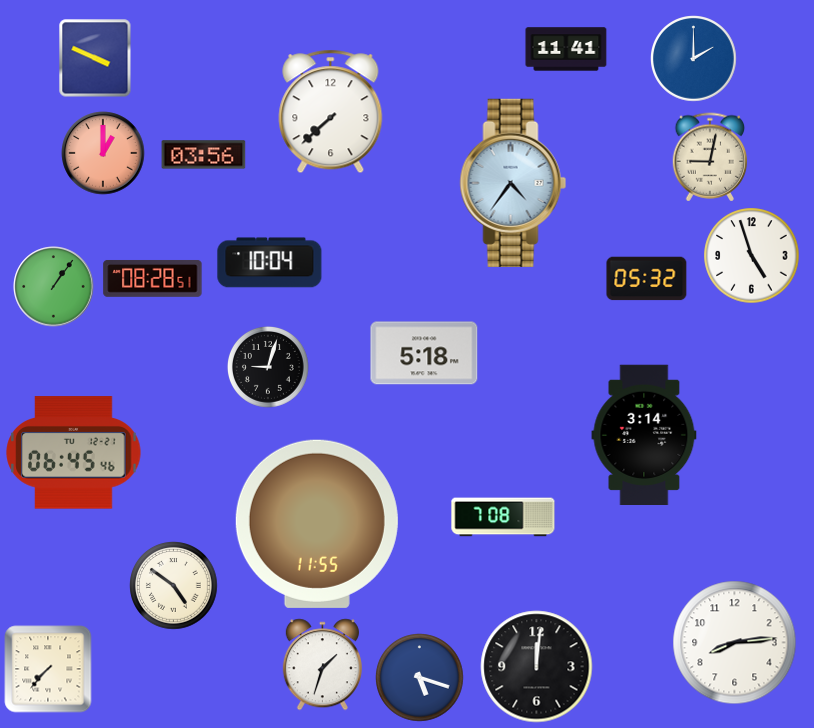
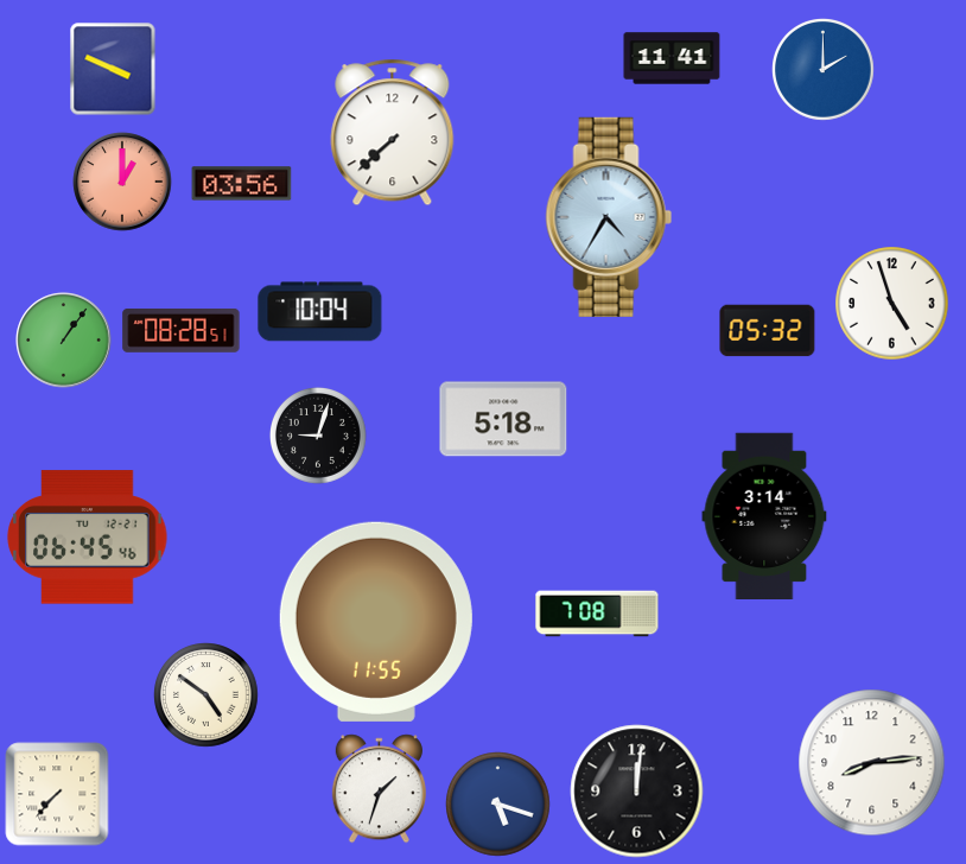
clock at (710, 157): 9:02 -> none
clock at (513, 183): 4:36 -> 4:35
clock at (322, 665) position: (322, 665) -> (379, 789)
